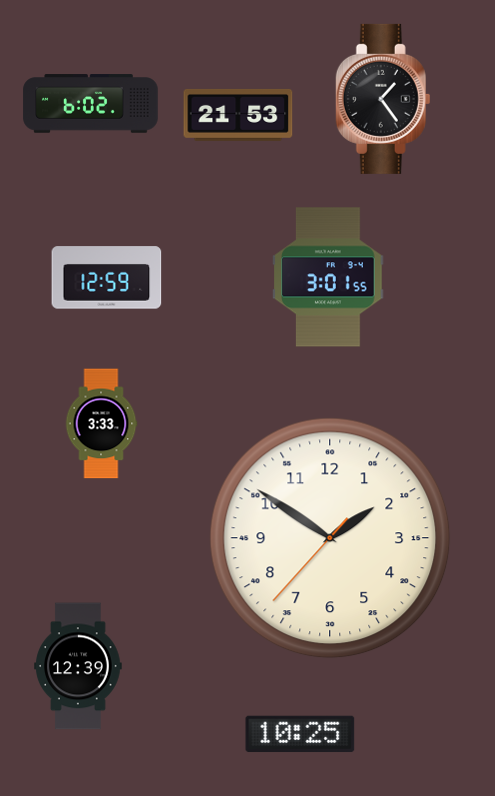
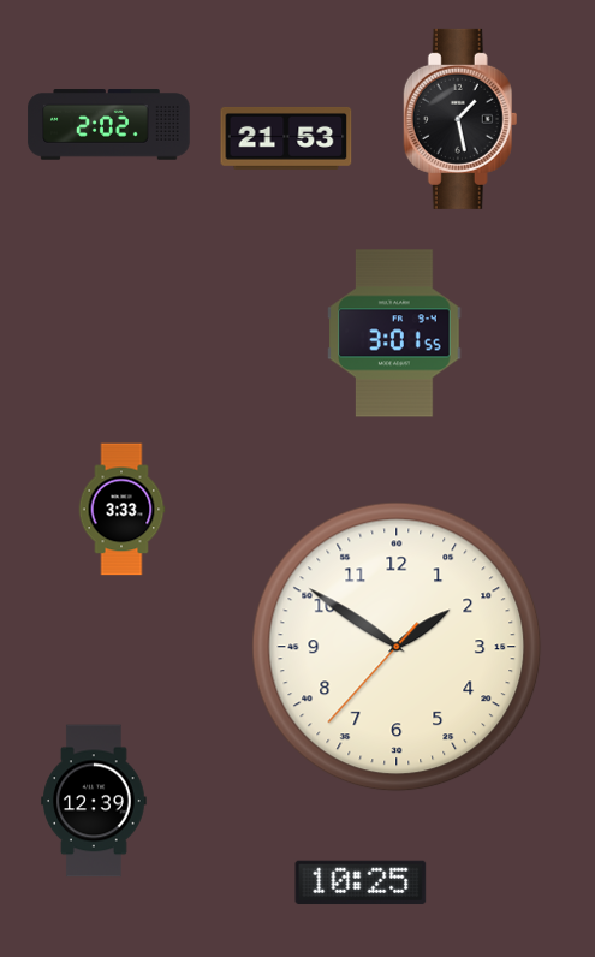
clock at (383, 99): 1:24 -> 1:28
clock at (91, 104): 6:02 -> 2:02
clock at (107, 278): 12:59 -> none
